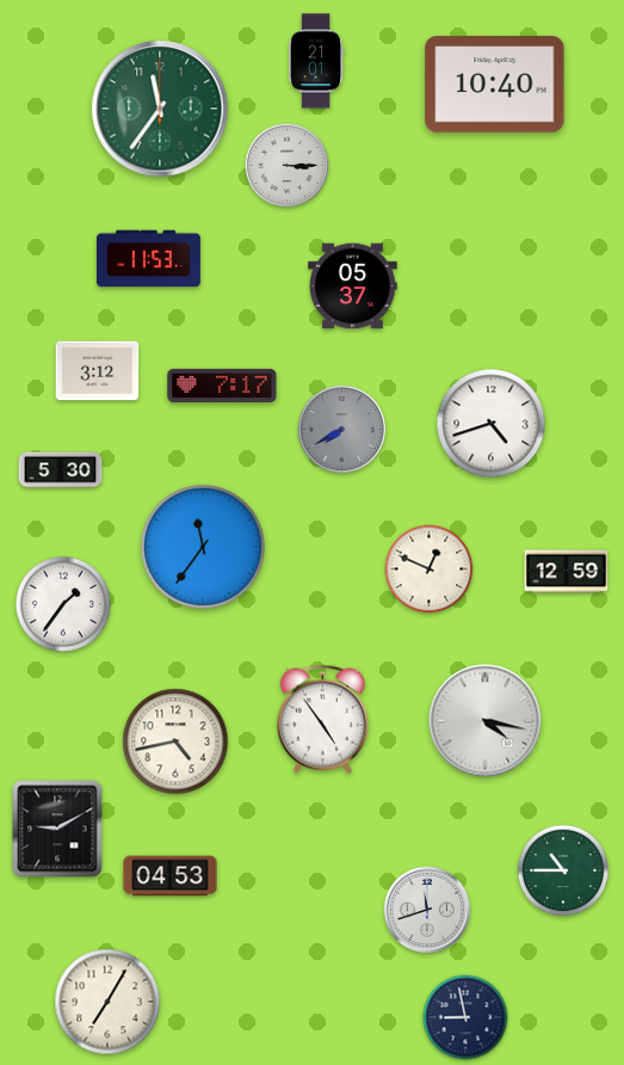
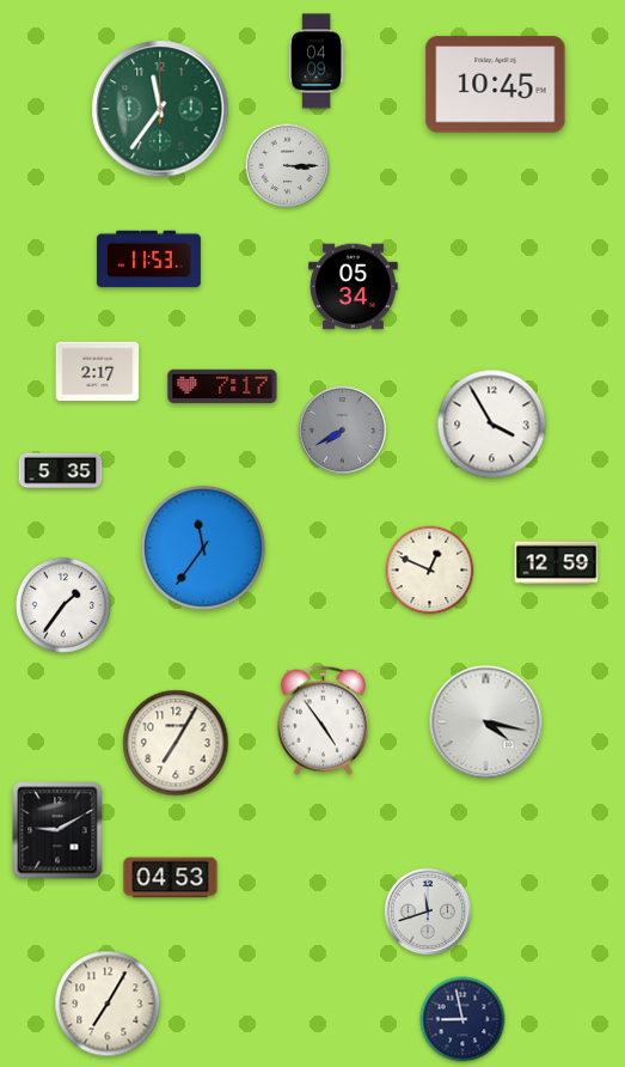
clock at (317, 61): 21:01 -> 04:09
clock at (495, 85): 10:40 -> 10:45
clock at (353, 287): 05:37 -> 05:34
clock at (98, 371): 3:12 -> 2:17
clock at (492, 424): 4:42 -> 3:55
clock at (61, 470): 5:30 -> 5:35
clock at (567, 572) position: (567, 572) -> (557, 563)
clock at (175, 741): 4:43 -> 7:05
clock at (563, 870): 10:45 -> none
clock at (465, 1017) position: (465, 1017) -> (462, 1019)
